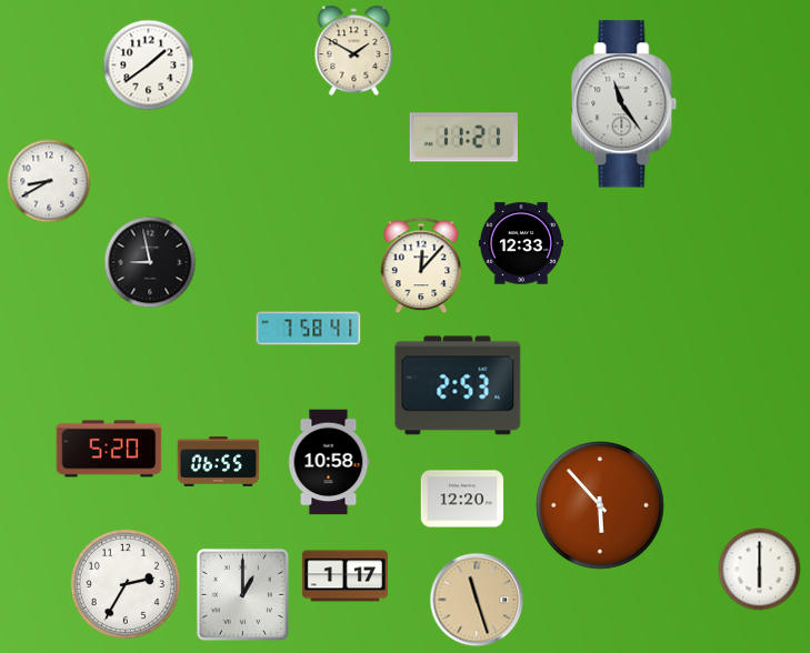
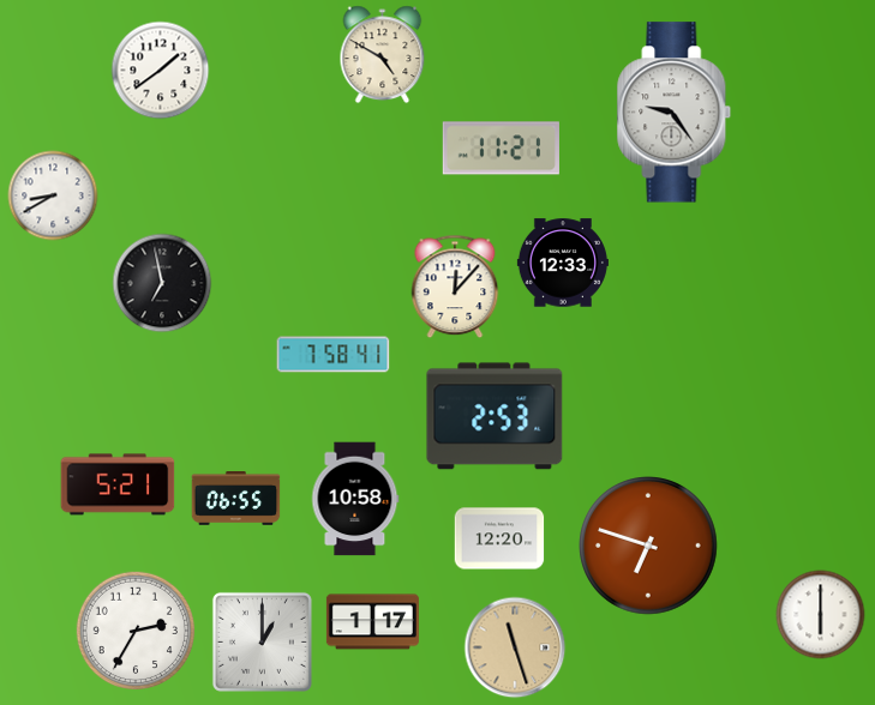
clock at (354, 51): 1:50 -> 4:50
clock at (624, 104): 11:24 -> 9:24
clock at (150, 262): 8:58 -> 6:58
clock at (109, 449): 5:20 -> 5:21
clock at (601, 506): 5:53 -> 6:48
